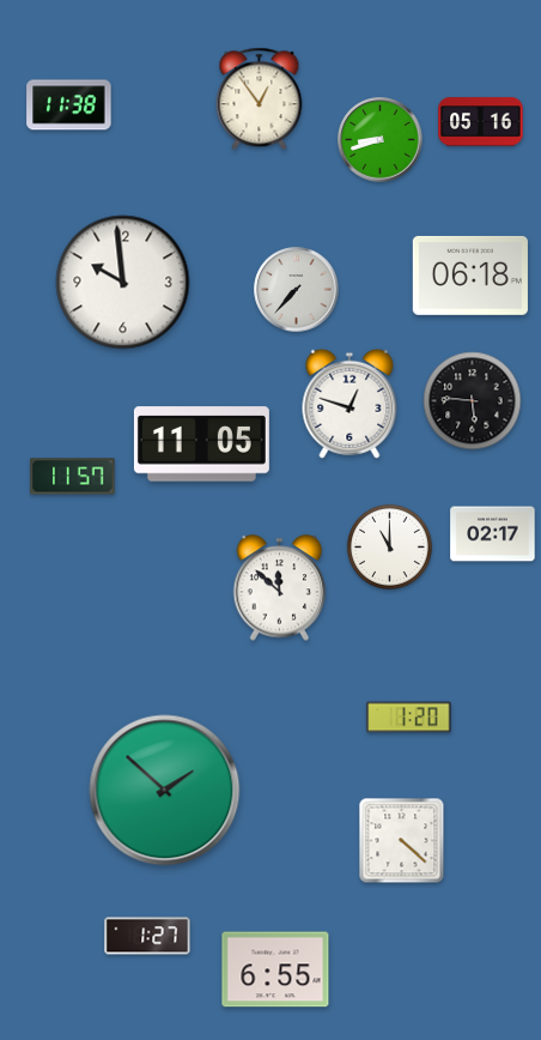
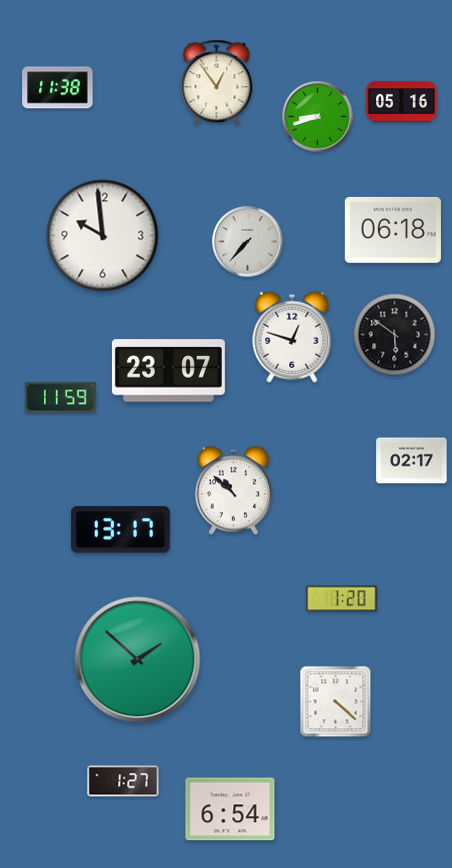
clock at (473, 401): 5:46 -> 5:51
clock at (201, 445): 11:05 -> 23:07
clock at (73, 477): 11:57 -> 11:59
clock at (493, 534) position: (493, 534) -> (412, 461)
clock at (389, 546): 11:00 -> none
clock at (280, 588): 11:52 -> 10:52
clock at (121, 530): none -> 13:17
clock at (275, 969): 6:55 -> 6:54
